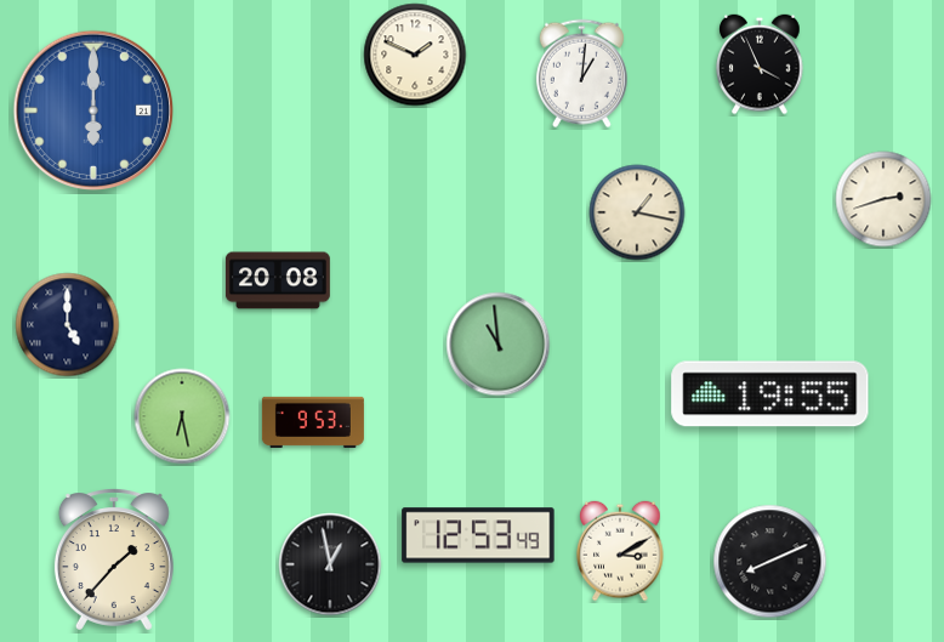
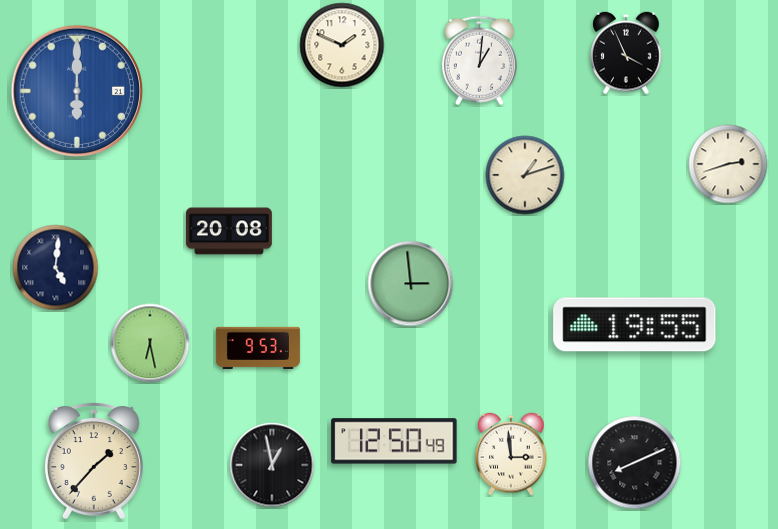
clock at (637, 212): 1:17 -> 1:12
clock at (68, 325): 5:00 -> 5:01
clock at (499, 345): 10:59 -> 2:59
clock at (478, 535): 12:53 -> 12:50
clock at (620, 551): 3:10 -> 2:59
